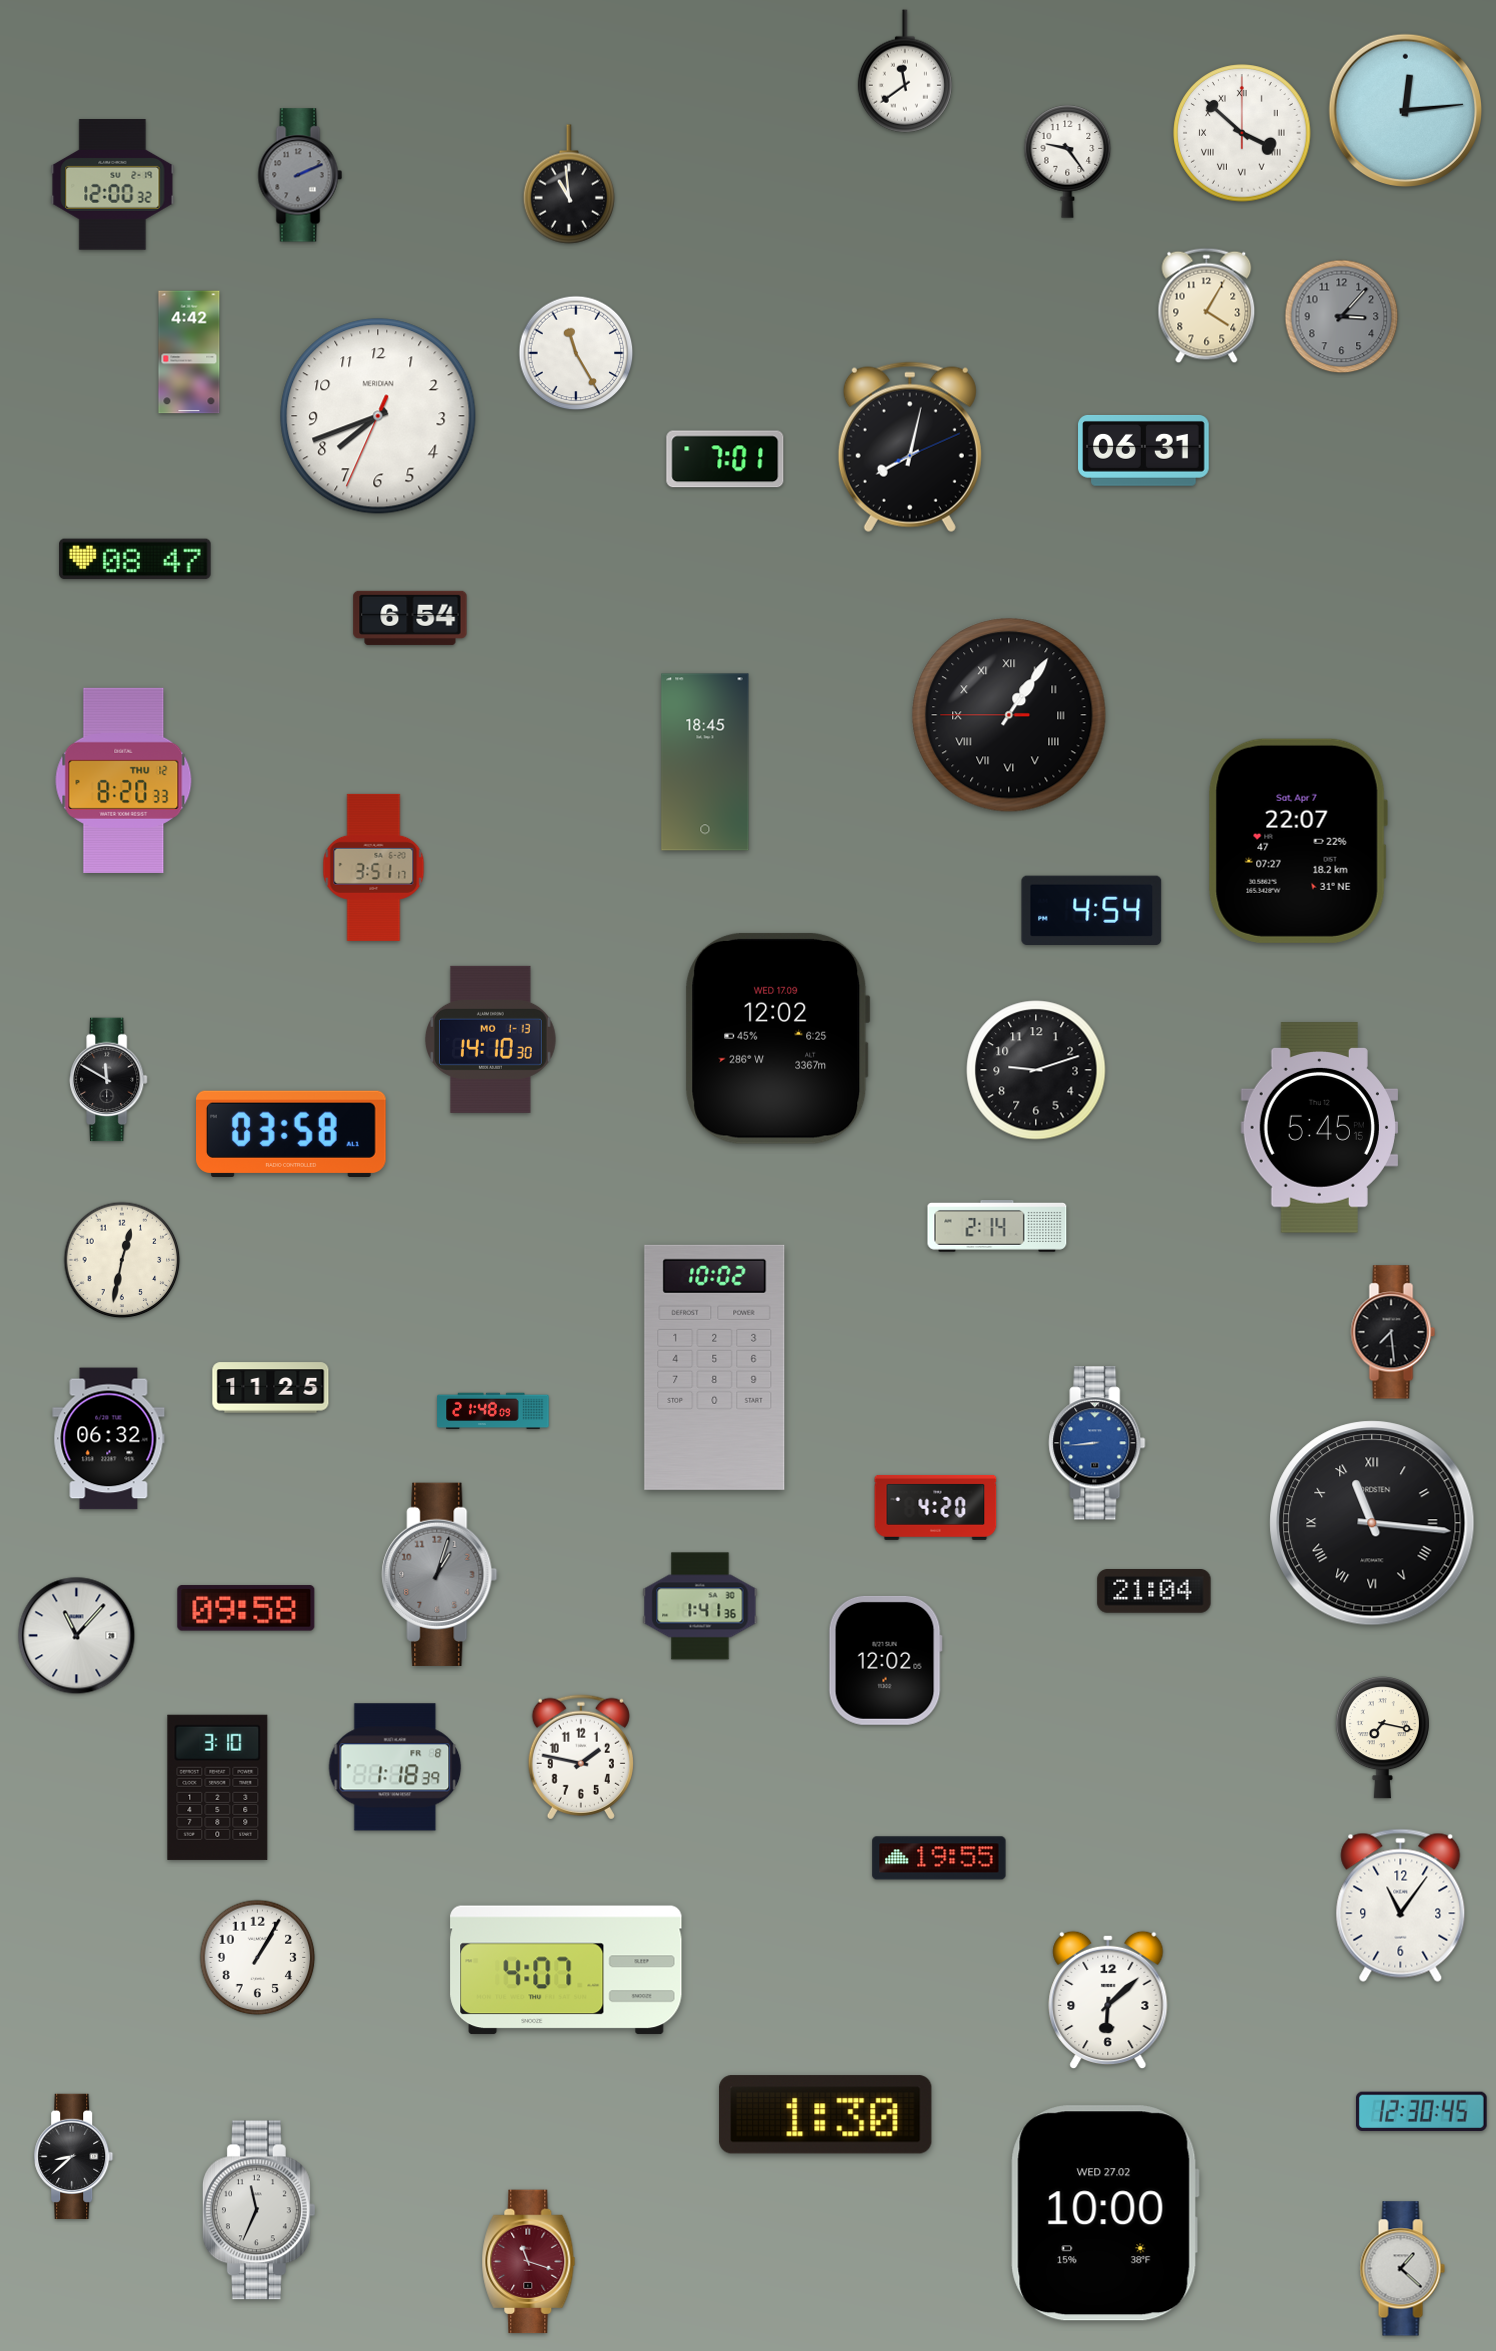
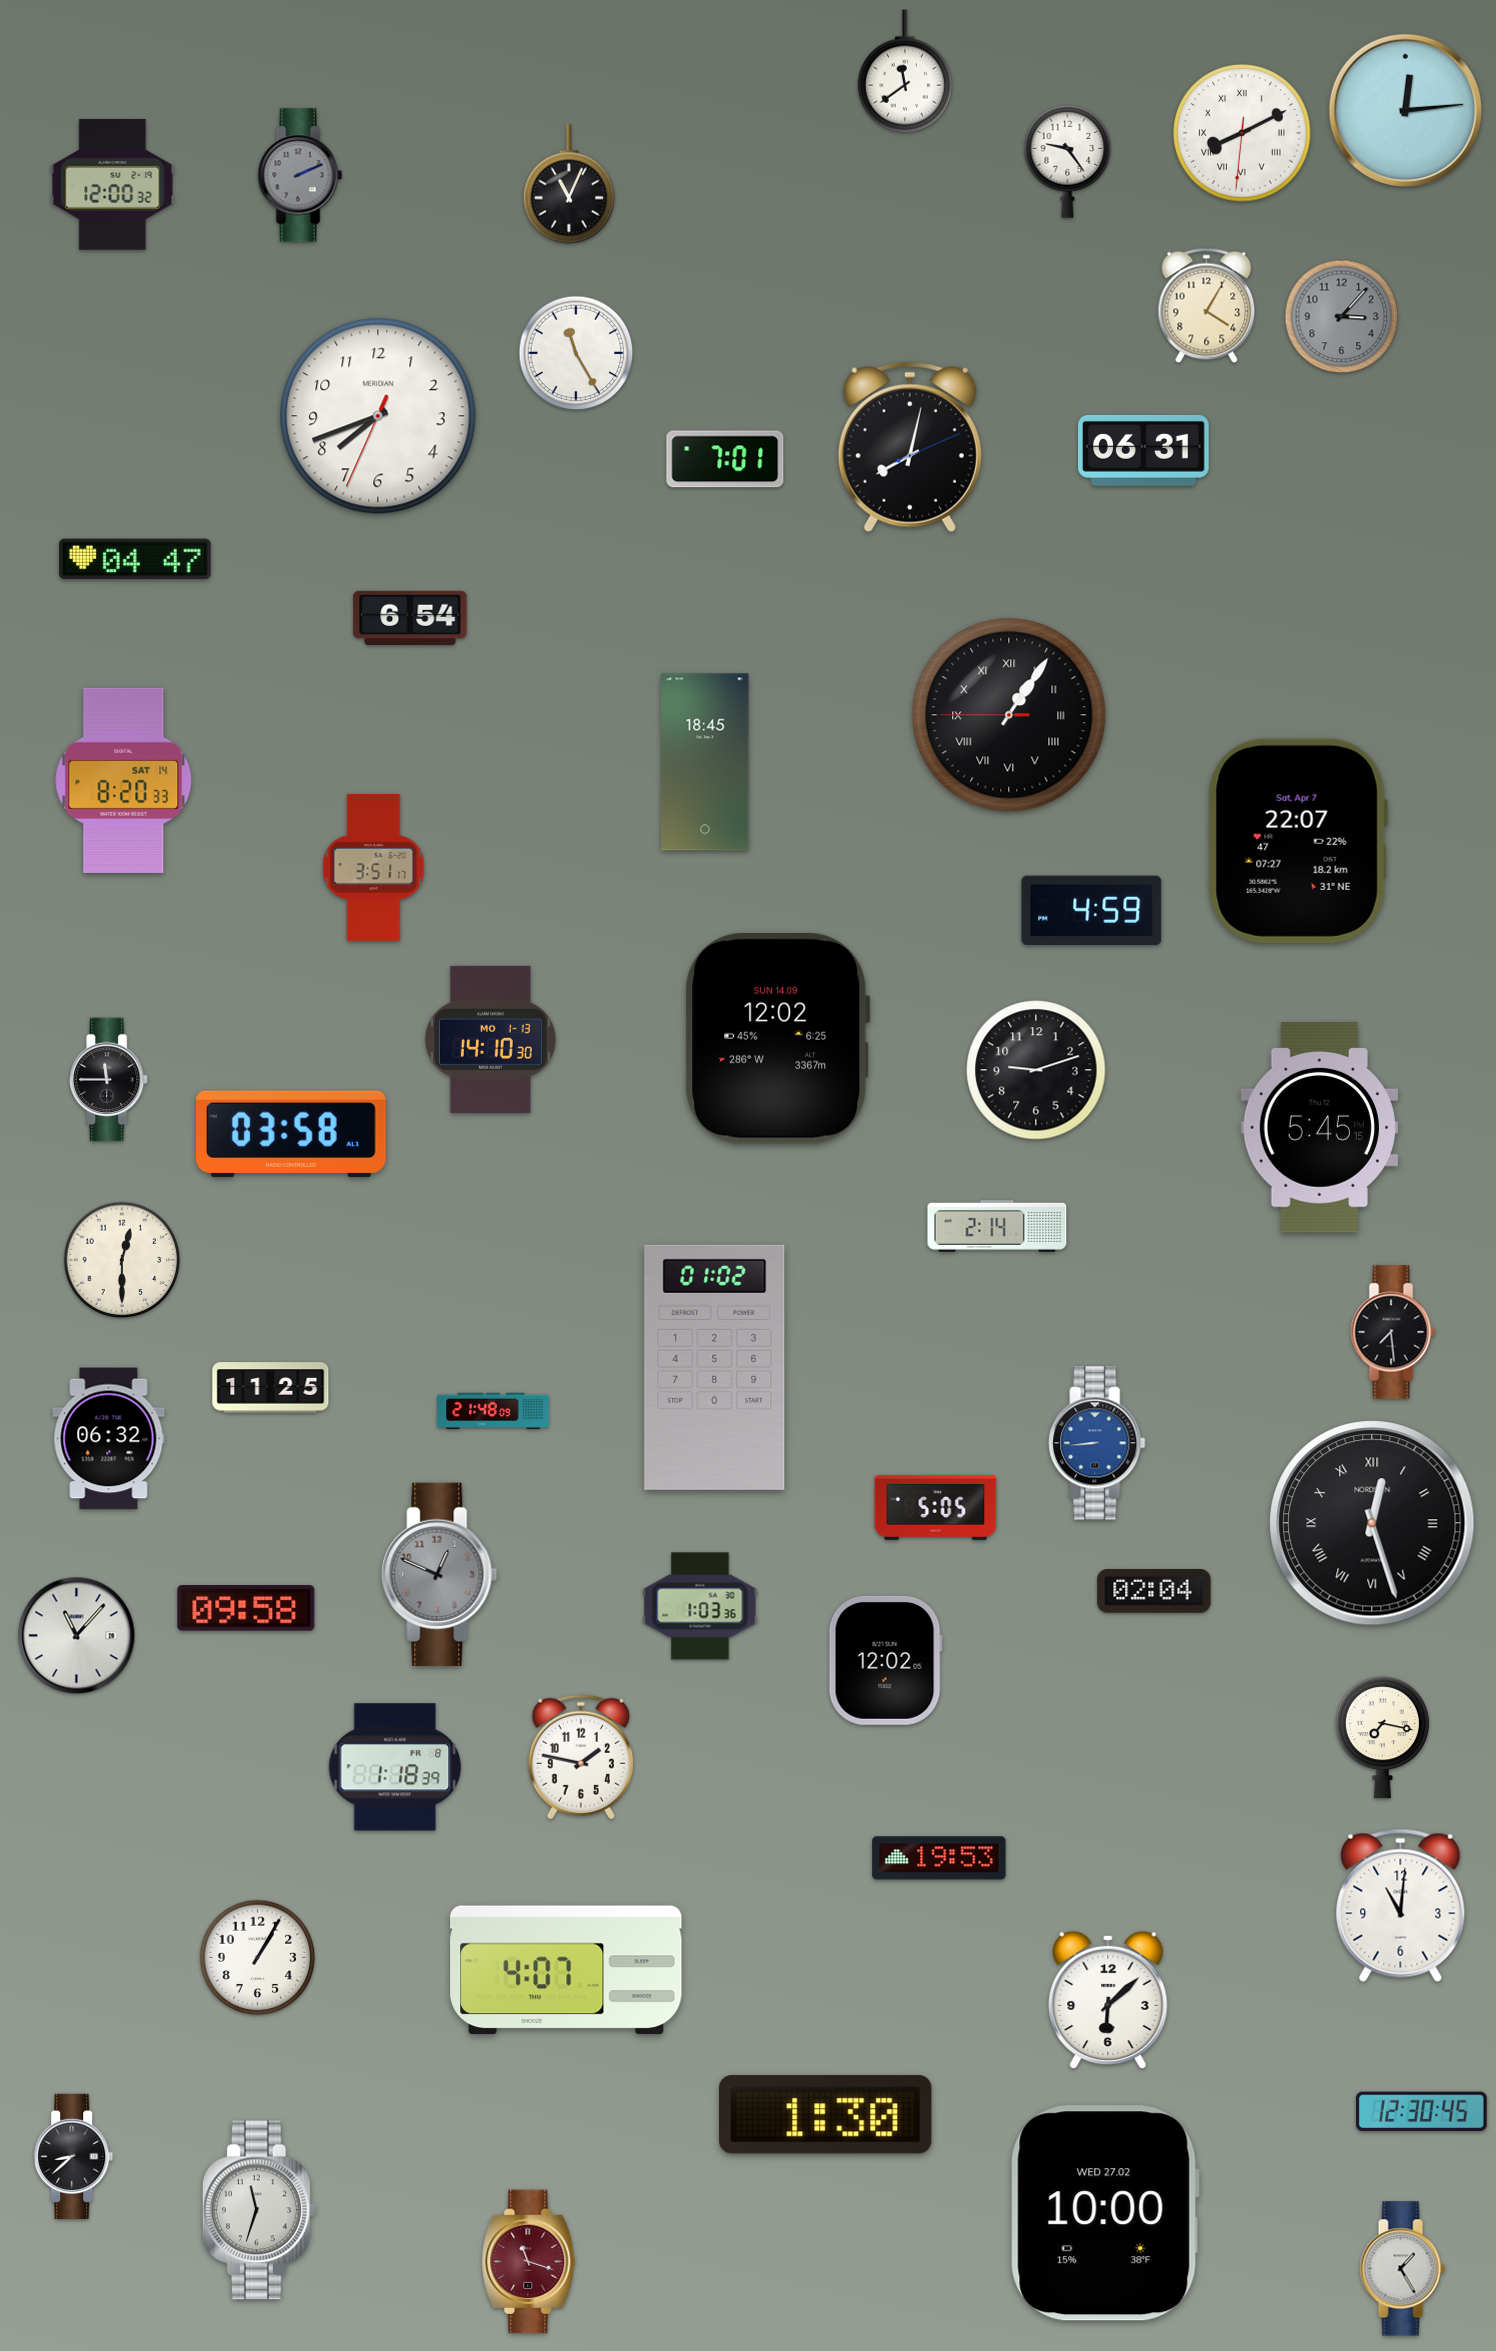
clock at (1242, 133): 3:52 -> 8:10
clock at (569, 184): 10:59 -> 11:04
clock at (189, 352): 4:42 -> none
clock at (135, 559): 08:47 -> 04:47
clock at (124, 780) date: THU 12 -> SAT 14
clock at (1092, 910): 4:54 -> 4:59
clock at (778, 1038) date: WED 17.09 -> SUN 14.09
clock at (109, 1080): 11:50 -> 11:45
clock at (122, 1260): 12:32 -> 12:30
clock at (715, 1367): 10:02 -> 01:02
clock at (936, 1507): 4:20 -> 5:05
clock at (1372, 1523): 11:16 -> 12:27
clock at (440, 1574): 1:03 -> 12:49
clock at (1154, 1592): 21:04 -> 02:04
clock at (700, 1606): 1:41 -> 1:03
clock at (218, 1787): 3:10 -> none
clock at (939, 1858): 19:55 -> 19:53
clock at (1401, 1905): 11:06 -> 11:01
clock at (259, 2210): 11:34 -> 11:33
clock at (1402, 2269): 1:22 -> 1:25
